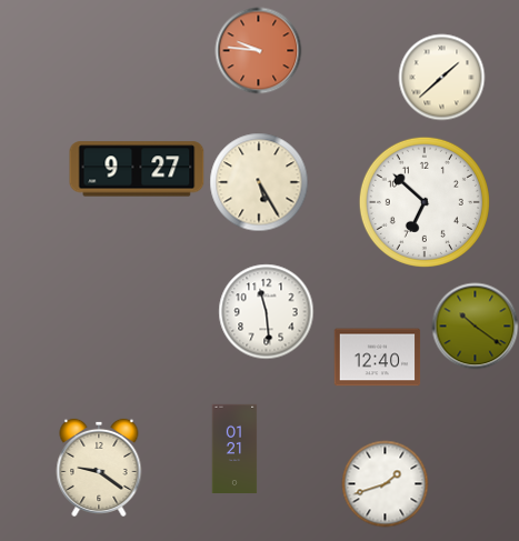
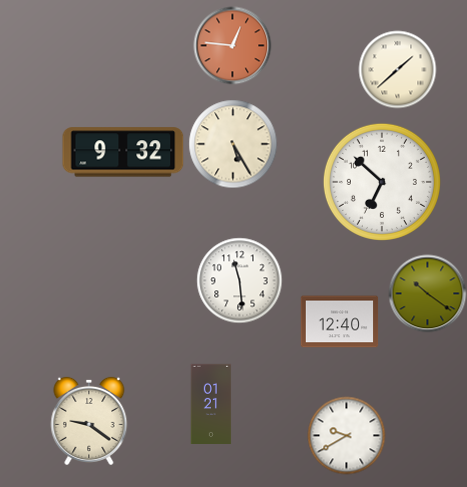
clock at (258, 50): 9:46 -> 12:46
clock at (137, 169): 9:27 -> 9:32
clock at (259, 182) position: (259, 182) -> (233, 144)
clock at (385, 483): 1:42 -> 9:40
